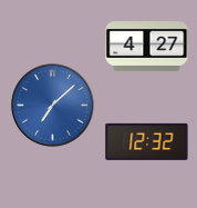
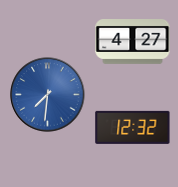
clock at (53, 106): 7:08 -> 7:31
